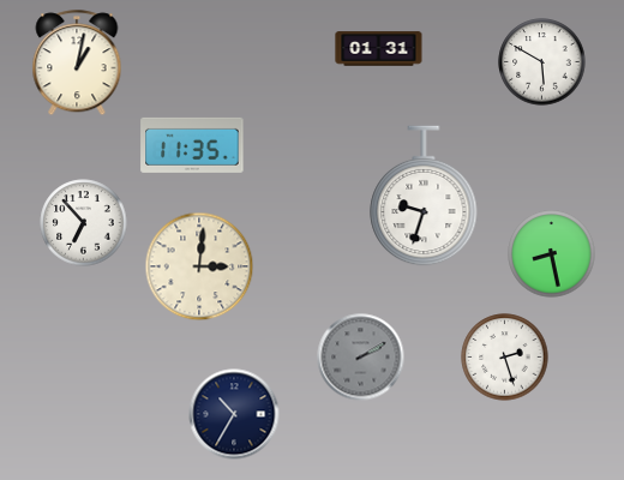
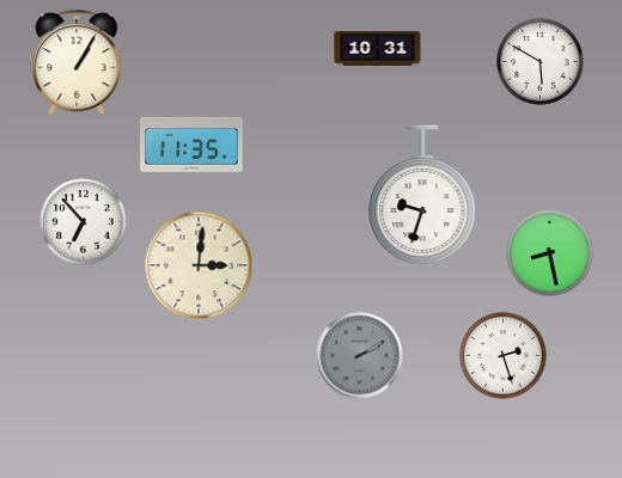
clock at (379, 49): 01:31 -> 10:31
clock at (77, 64): 1:02 -> 1:05
clock at (234, 414): 10:35 -> none
